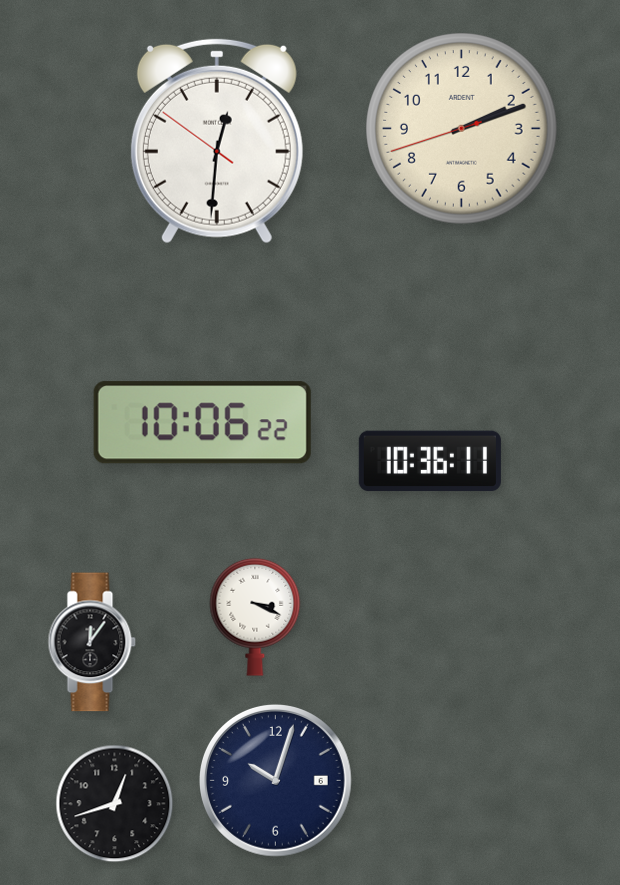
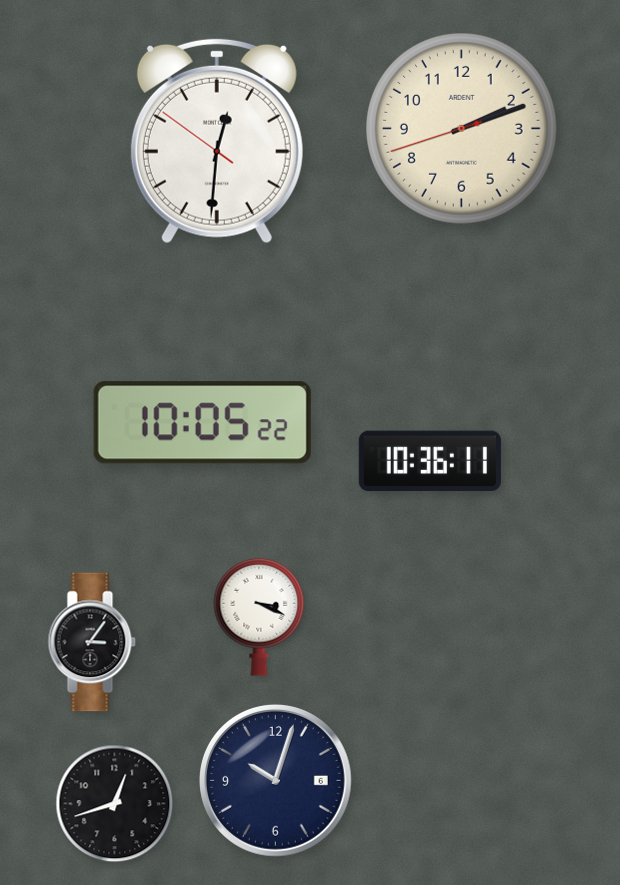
clock at (202, 423): 10:06 -> 10:05
clock at (255, 617) position: (255, 617) -> (259, 617)
clock at (92, 642): 12:06 -> 3:06
